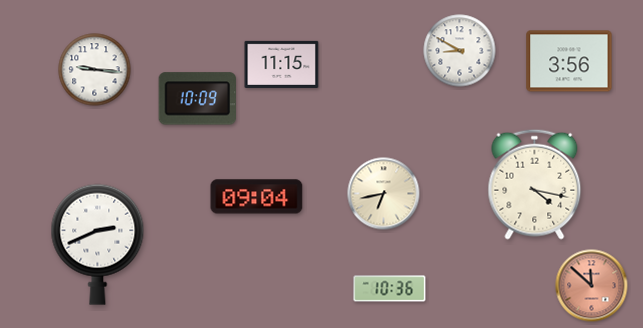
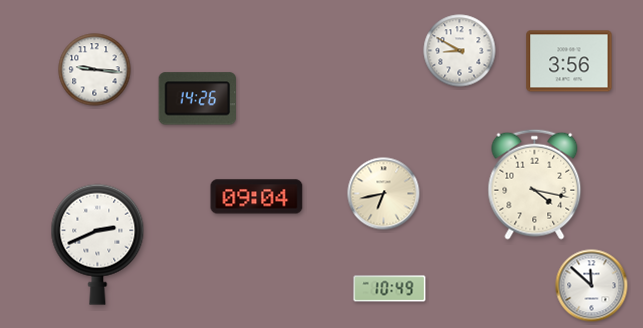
clock at (282, 64): 11:15 -> none
clock at (197, 99): 10:09 -> 14:26
clock at (592, 286) dial: salmon -> white
clock at (390, 289): 10:36 -> 10:49
